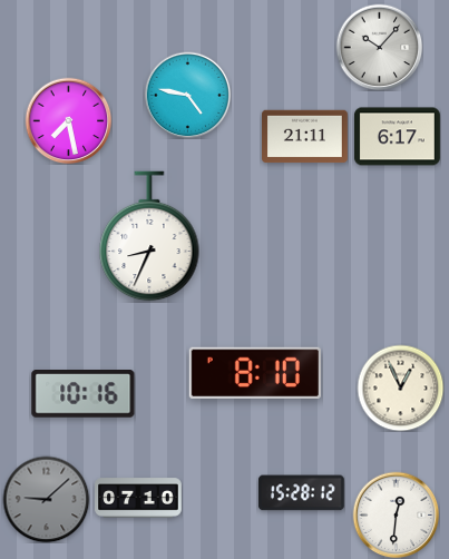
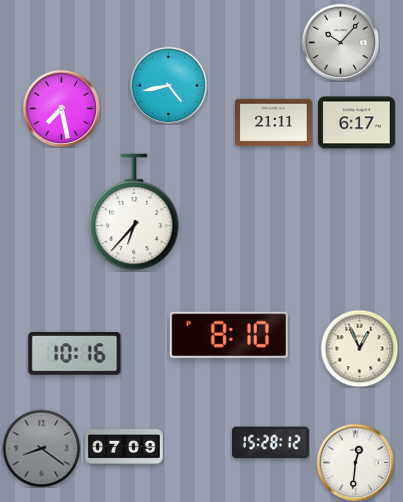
clock at (187, 95): 4:47 -> 4:43
clock at (149, 236): 8:34 -> 6:37
clock at (138, 498): 07:10 -> 07:09
clock at (46, 499): 9:08 -> 8:21
